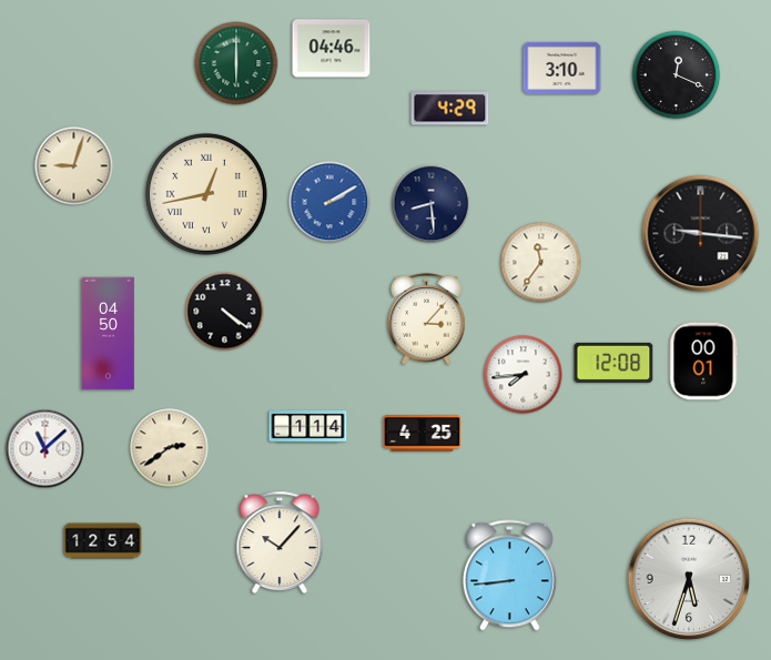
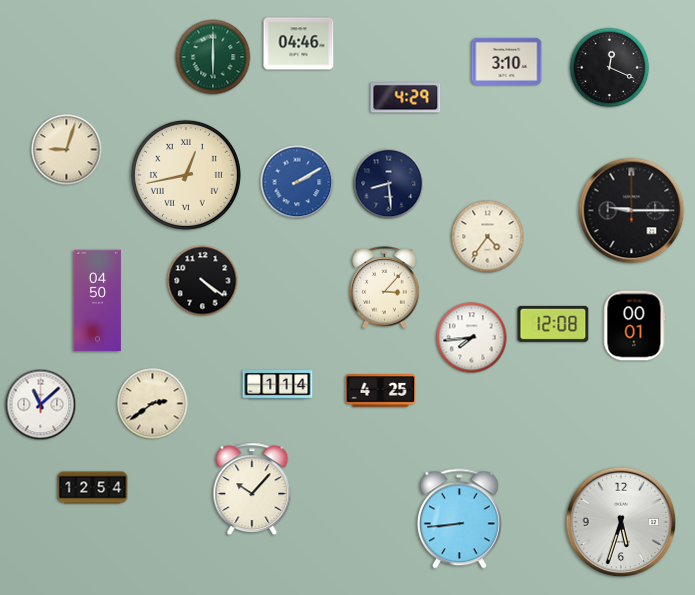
clock at (701, 234): 9:16 -> 9:15
clock at (541, 263): 11:36 -> 4:36
clock at (613, 363) position: (613, 363) -> (553, 324)
